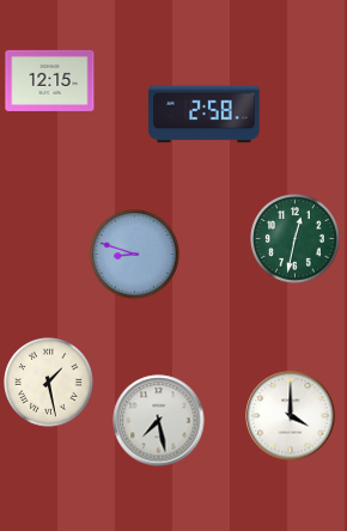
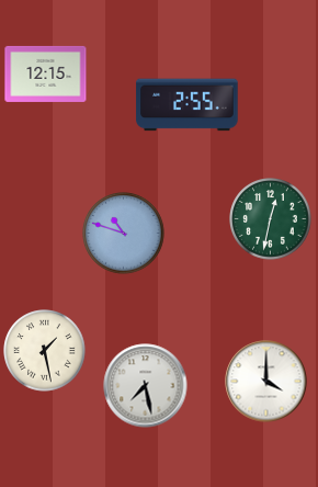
clock at (205, 115): 2:58 -> 2:55
clock at (135, 255): 8:48 -> 10:48
